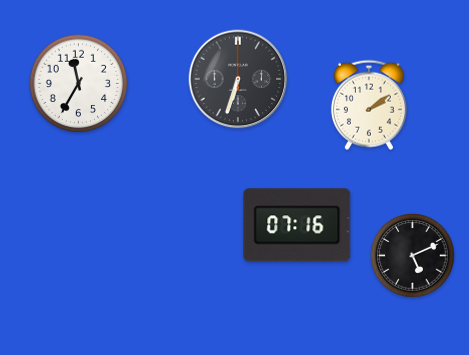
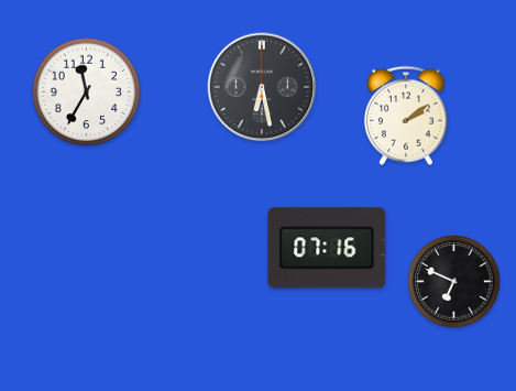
clock at (238, 79): 6:33 -> 6:28
clock at (413, 256): 5:11 -> 6:49
